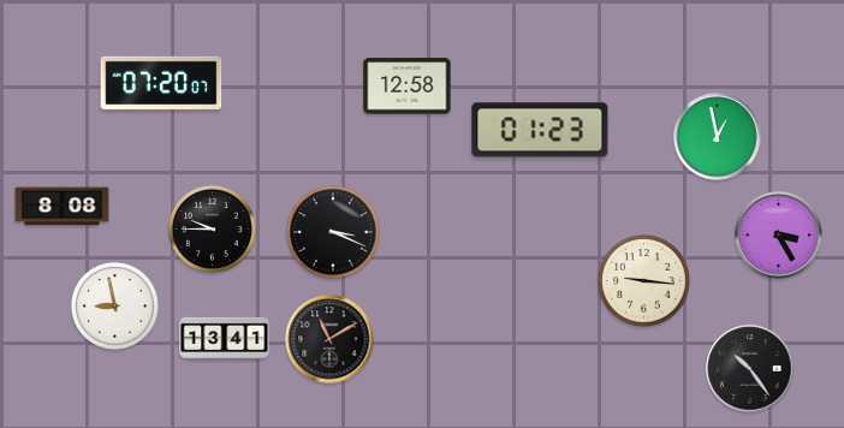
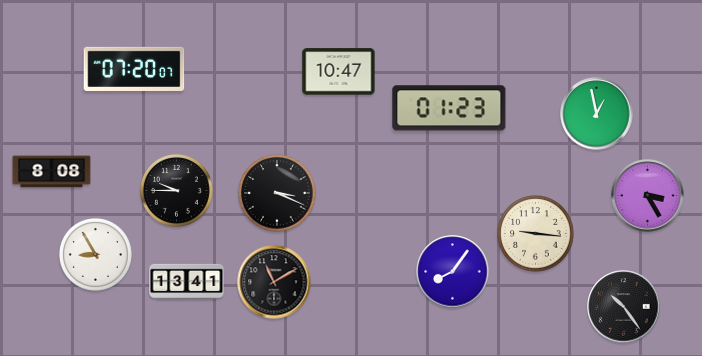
clock at (408, 87): 12:58 -> 10:47
clock at (114, 305): 8:58 -> 8:55
clock at (453, 272): none -> 8:06
